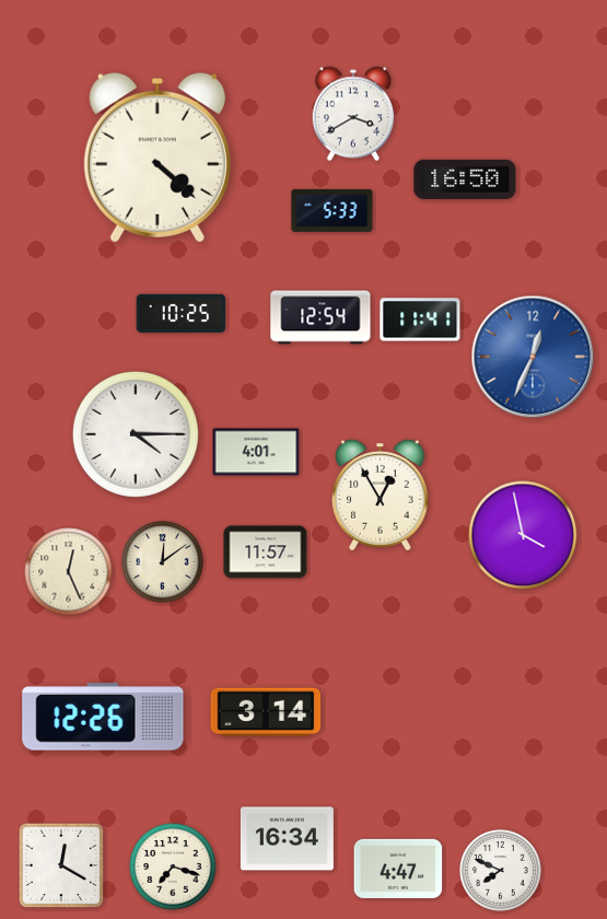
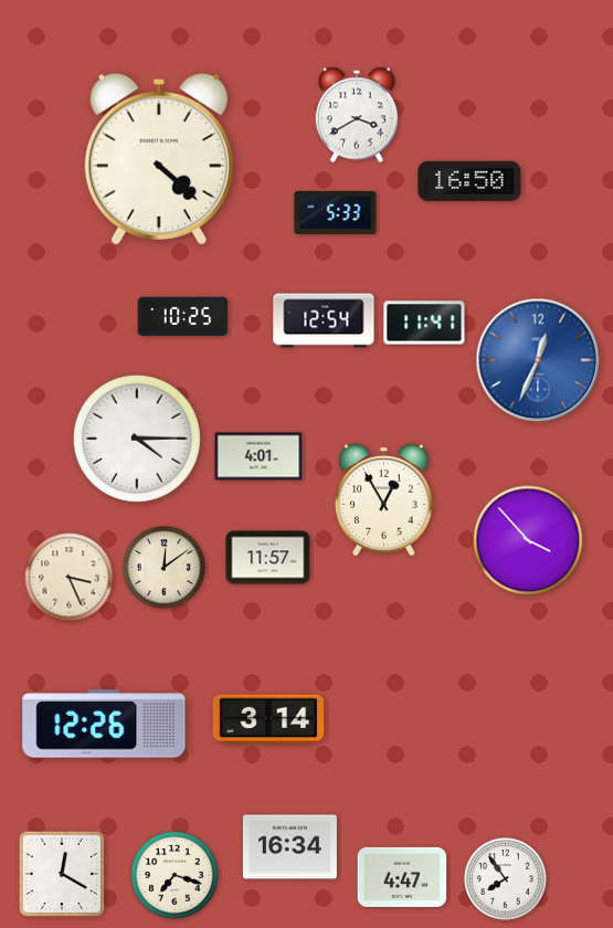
clock at (523, 535): 3:58 -> 3:53
clock at (69, 572): 12:26 -> 3:26
clock at (501, 871): 7:49 -> 7:54
